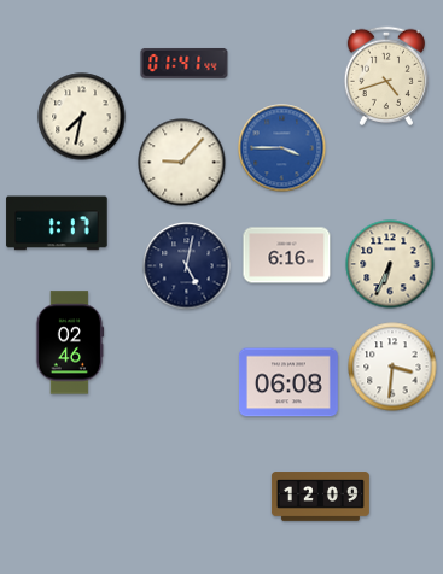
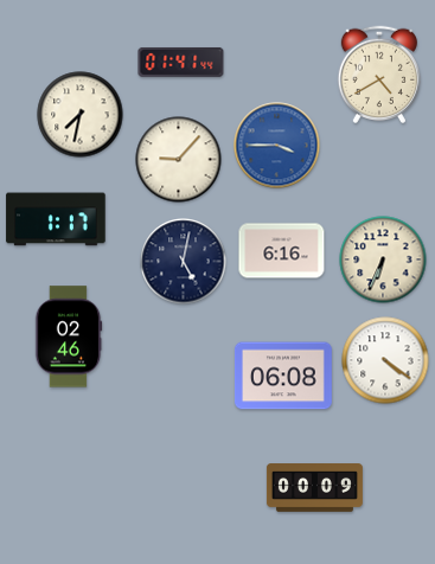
clock at (385, 76): 4:42 -> 4:40
clock at (392, 367): 3:31 -> 4:21
clock at (320, 497): 12:09 -> 00:09
